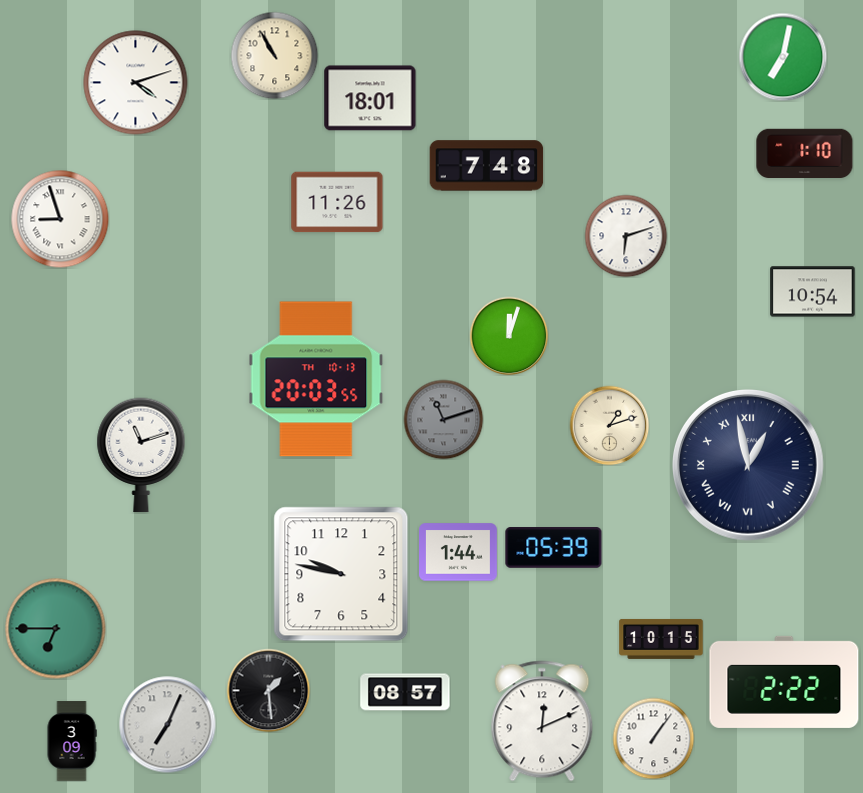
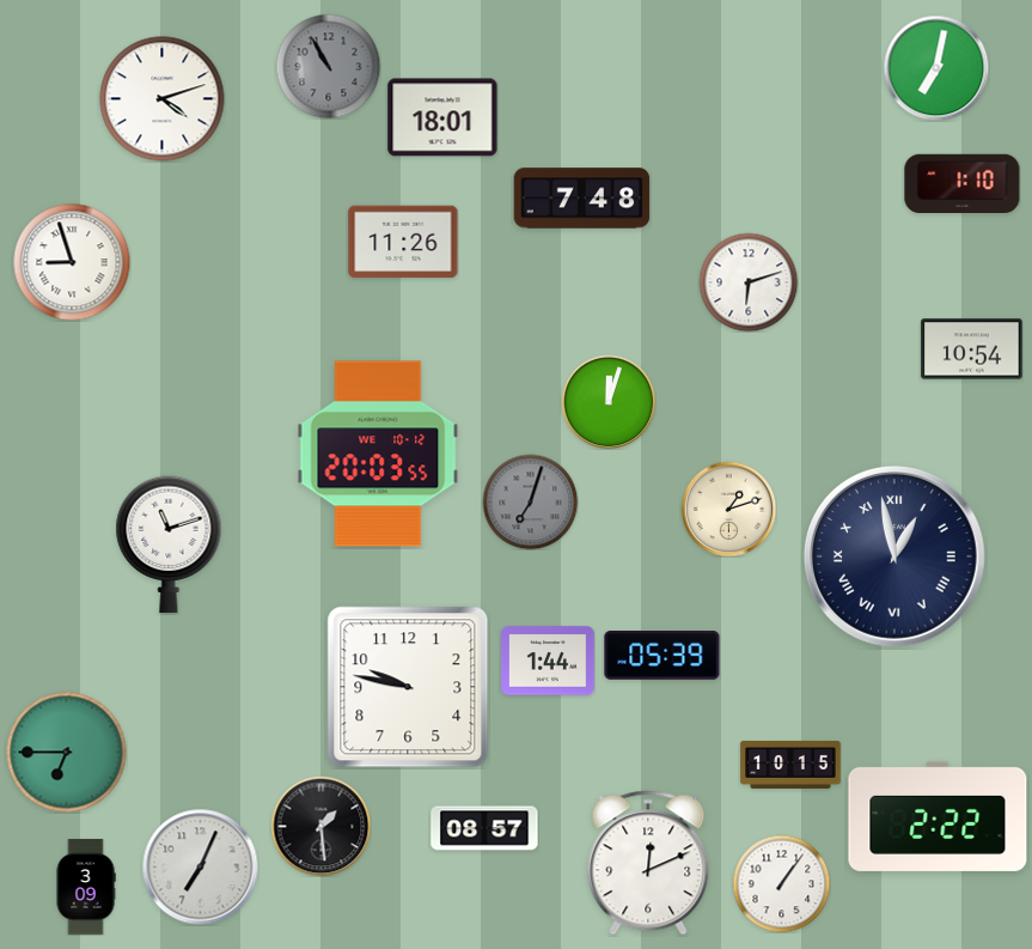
clock at (274, 55) dial: cream -> grey
clock at (316, 379) date: TH 10-13 -> WE 10-12
clock at (443, 419): 11:12 -> 7:03
